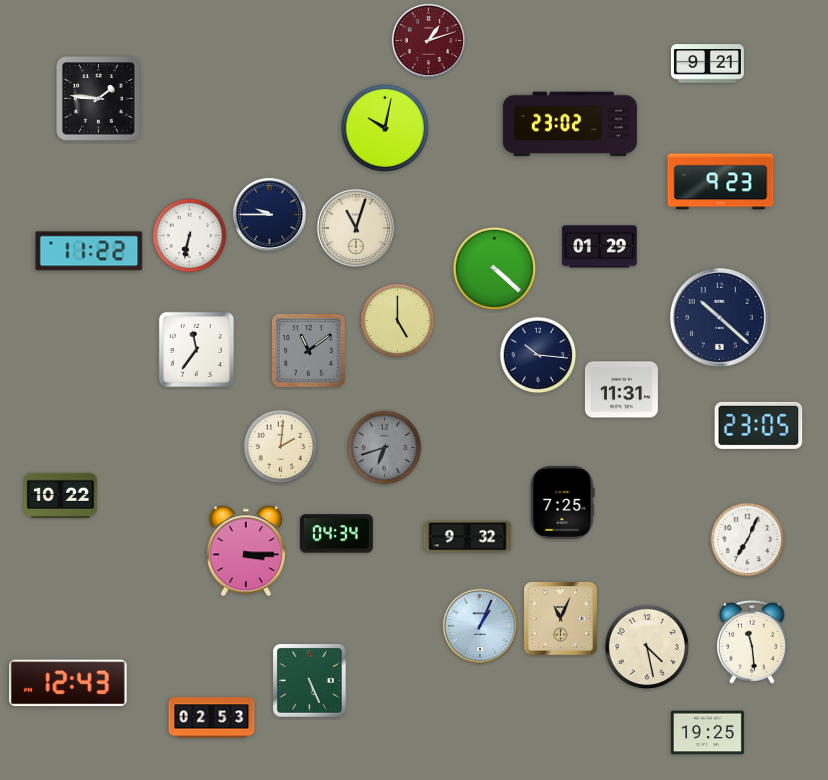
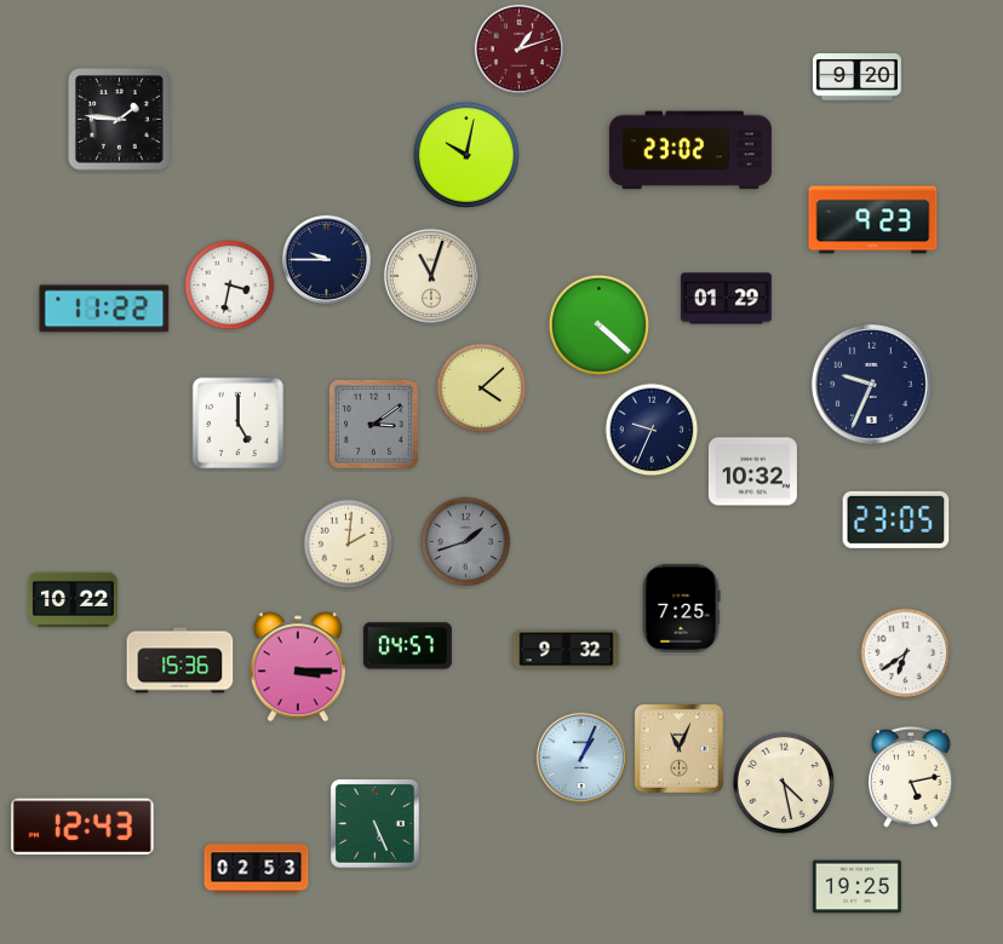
clock at (707, 64): 9:21 -> 9:20
clock at (190, 236): 6:32 -> 3:32
clock at (89, 251) position: (89, 251) -> (104, 309)
clock at (719, 317): 10:22 -> 9:34
clock at (398, 321): 5:00 -> 4:08
clock at (196, 349): 11:36 -> 5:00
clock at (309, 351): 11:09 -> 3:09
clock at (538, 355): 10:16 -> 9:34
clock at (621, 390): 11:31 -> 10:32
clock at (759, 425) position: (759, 425) -> (896, 519)
clock at (281, 447) position: (281, 447) -> (349, 545)
clock at (385, 448): 6:42 -> 1:42
clock at (336, 534): 04:34 -> 04:57
clock at (748, 540): 7:04 -> 6:39
clock at (180, 661): none -> 15:36
clock at (753, 642): 11:29 -> 5:13
